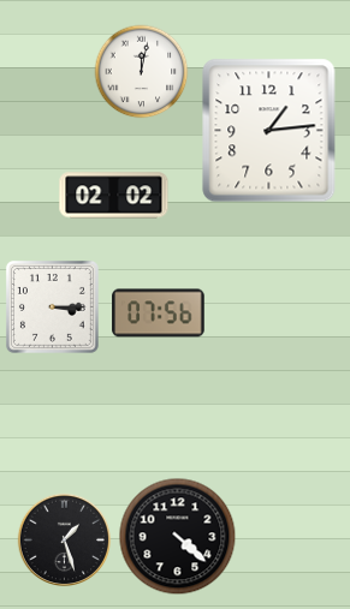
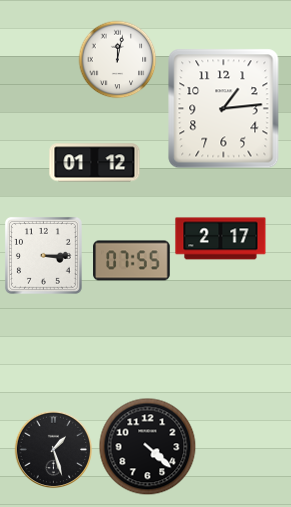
clock at (114, 196): 02:02 -> 01:12
clock at (221, 239): none -> 2:17
clock at (159, 314): 07:56 -> 07:55
